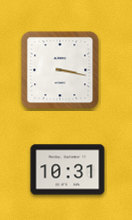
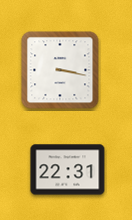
clock at (68, 170): 10:31 -> 22:31
